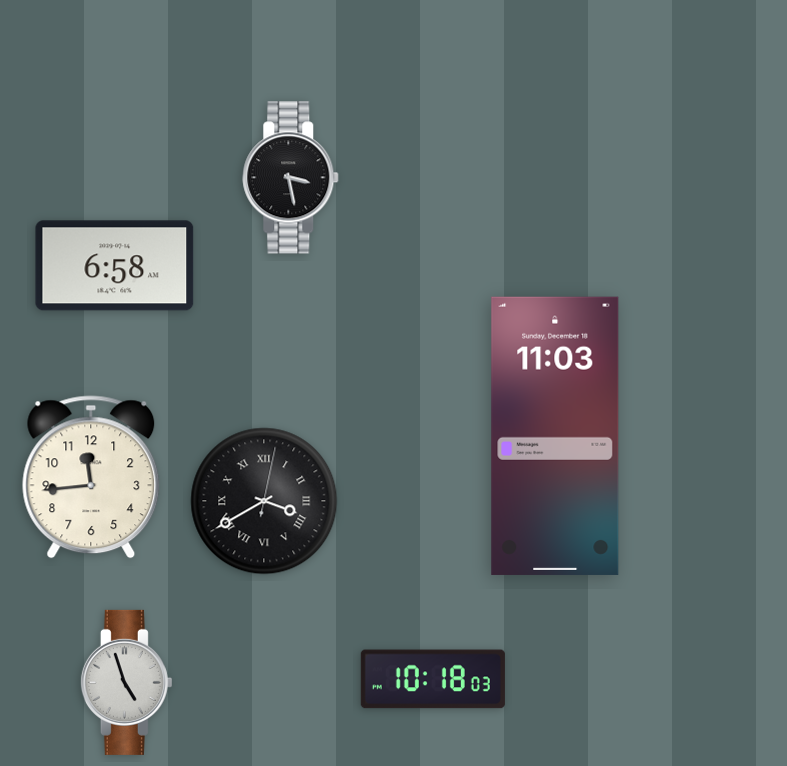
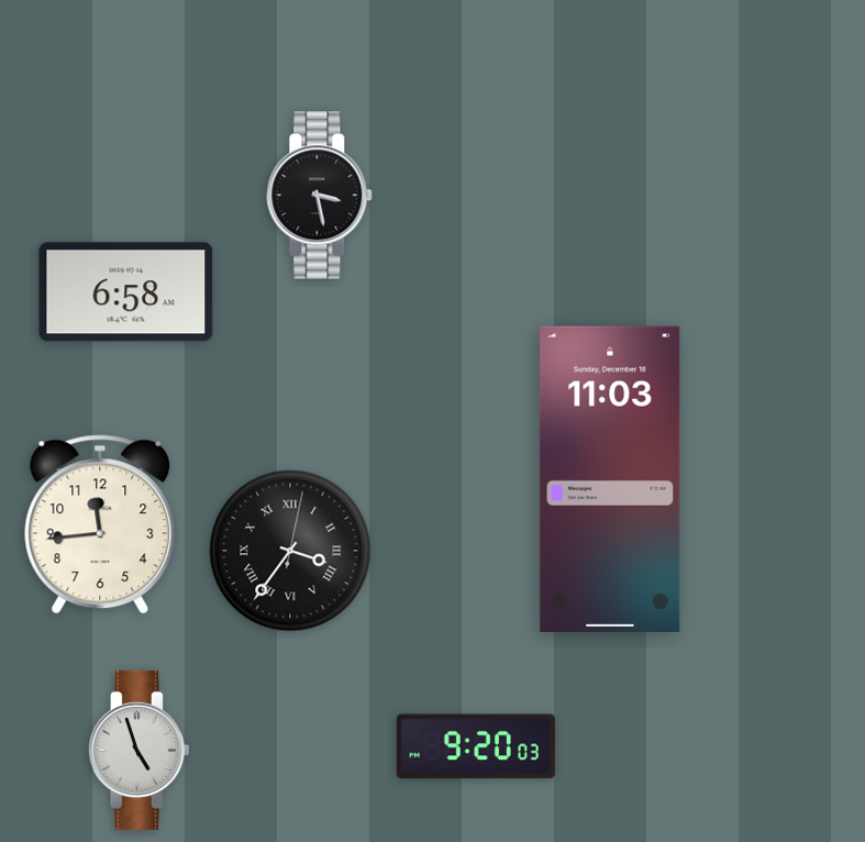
clock at (264, 501): 3:40 -> 3:36
clock at (433, 679): 10:18 -> 9:20
